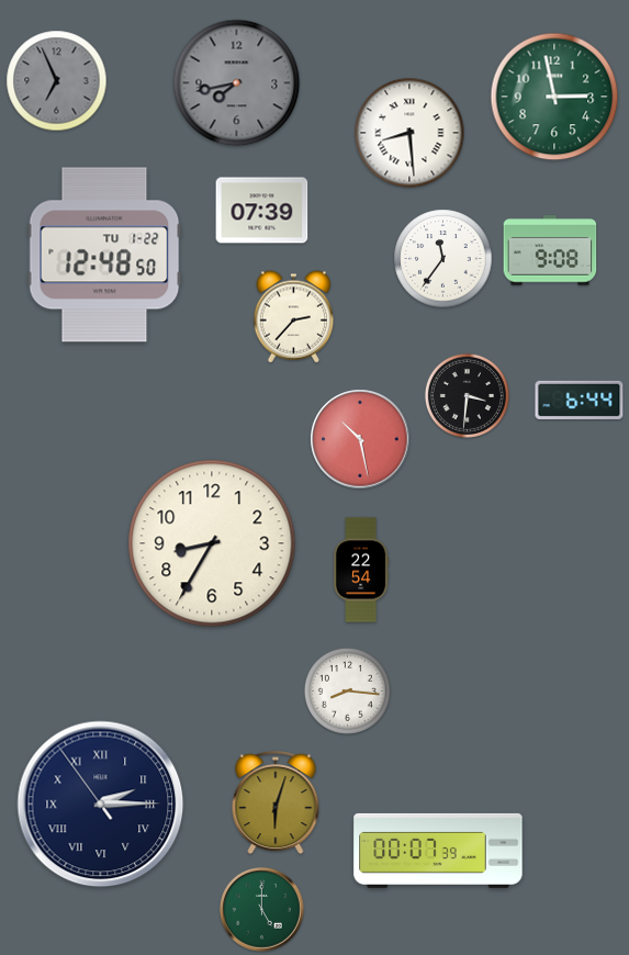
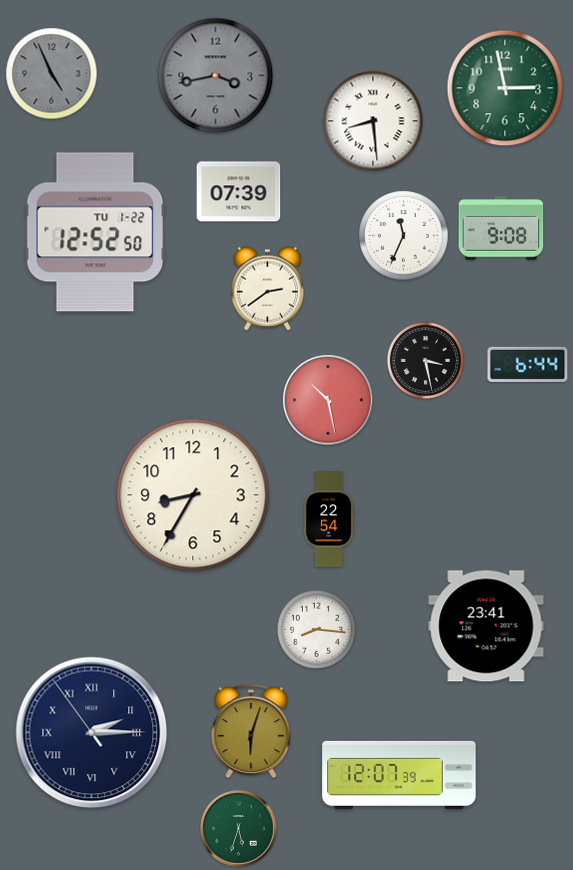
clock at (57, 81): 6:56 -> 4:56
clock at (237, 83): 7:43 -> 3:43
clock at (104, 255): 12:48 -> 12:52
clock at (443, 259): 11:36 -> 11:34
clock at (294, 317): 2:37 -> 2:39
clock at (467, 395): 3:31 -> 3:28
clock at (486, 626): none -> 23:41
clock at (438, 851): 00:07 -> 12:07
clock at (262, 910): 5:00 -> 5:33
